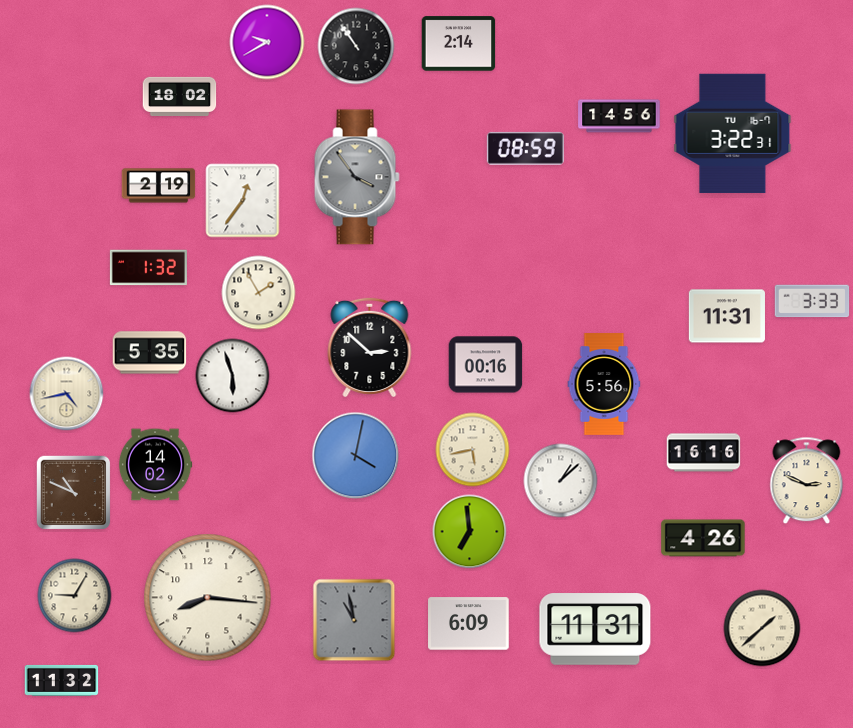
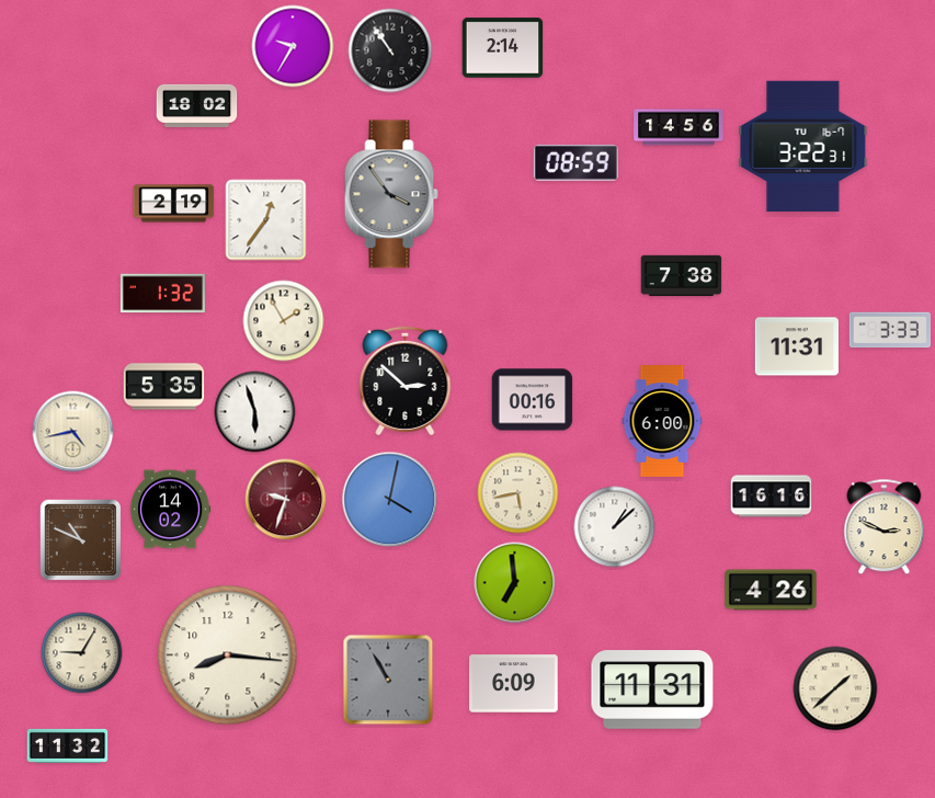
clock at (267, 42): 9:40 -> 9:35
clock at (682, 276): none -> 7:38
clock at (604, 384): 5:56 -> 6:00
clock at (286, 500): none -> 9:33
clock at (354, 620): 10:58 -> 10:55
